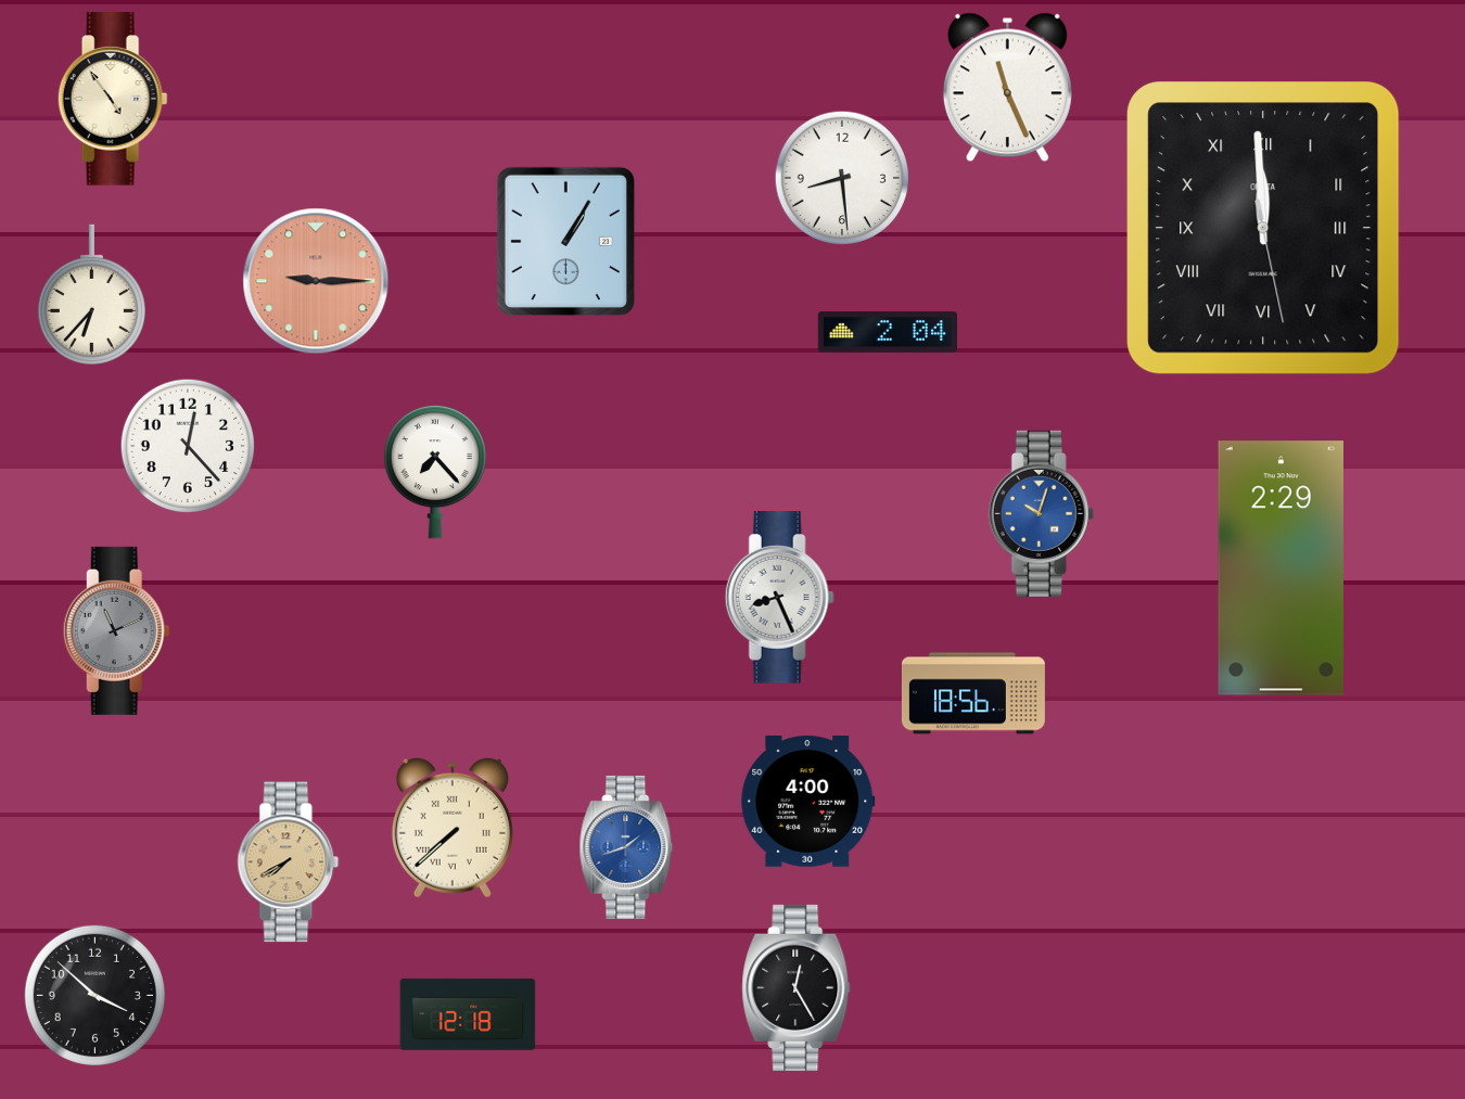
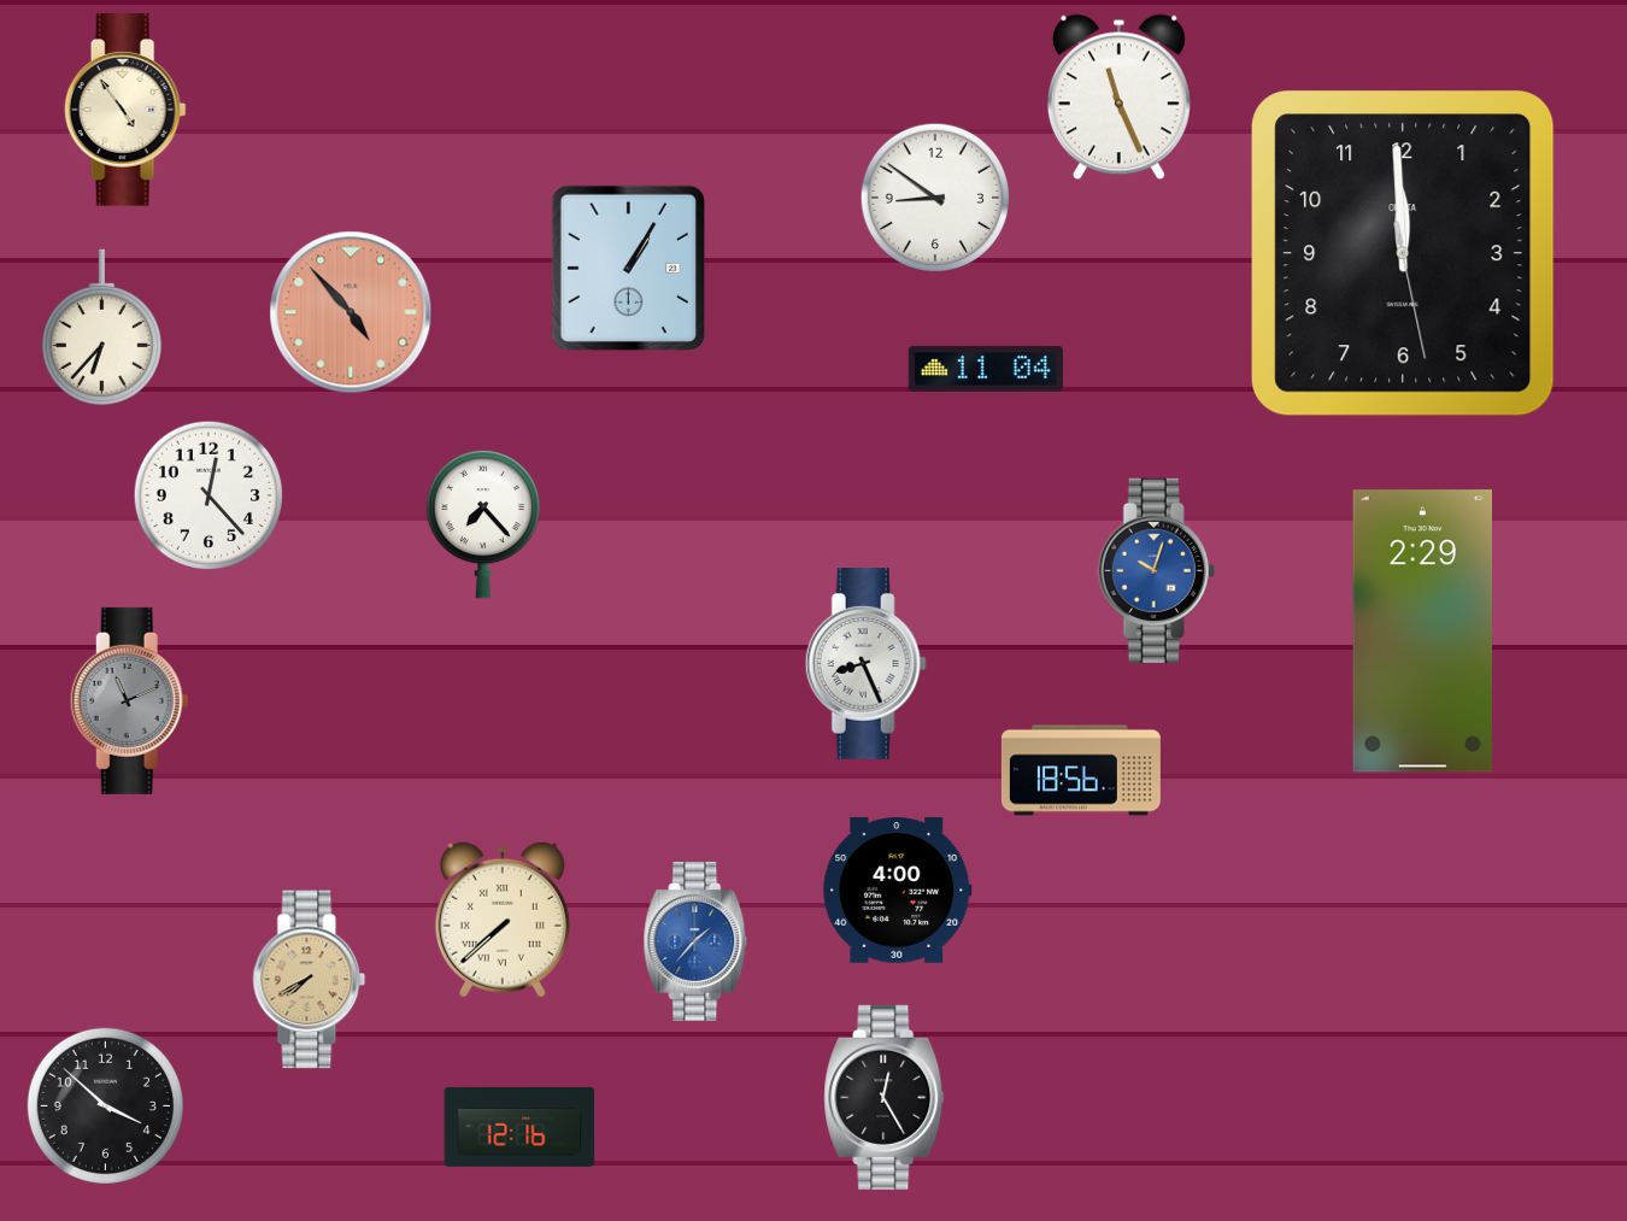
clock at (842, 178): 8:29 -> 8:51
clock at (1264, 229) numerals: Roman -> Arabic
clock at (316, 281): 9:15 -> 4:53
clock at (888, 332): 2:04 -> 11:04
clock at (626, 847): 1:42 -> 1:37
clock at (289, 862) position: (289, 862) -> (310, 980)
clock at (468, 1014): 12:18 -> 12:16
